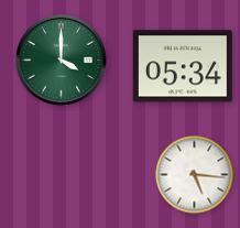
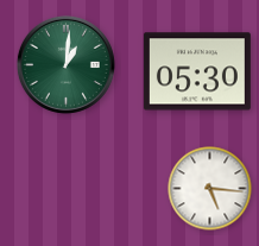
clock at (61, 59): 4:00 -> 1:01
clock at (183, 66): 05:34 -> 05:30
